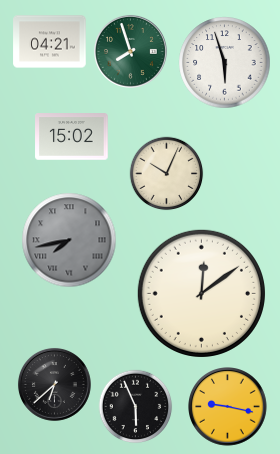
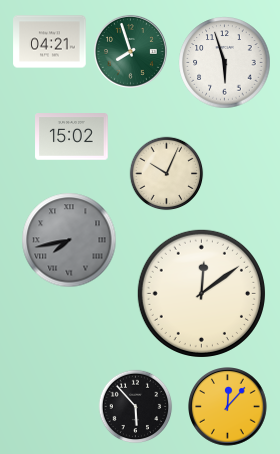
clock at (54, 384): 6:38 -> none
clock at (136, 407): 5:56 -> 5:53
clock at (228, 407): 9:17 -> 12:07
